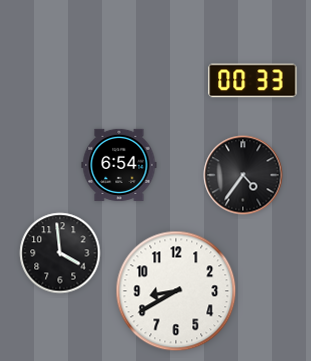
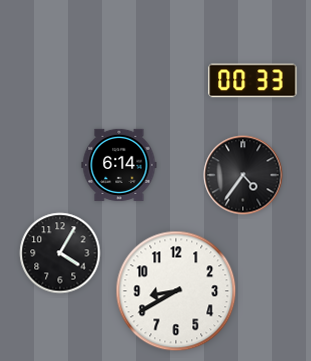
clock at (119, 165): 6:54 -> 6:14
clock at (60, 253): 3:59 -> 4:05
